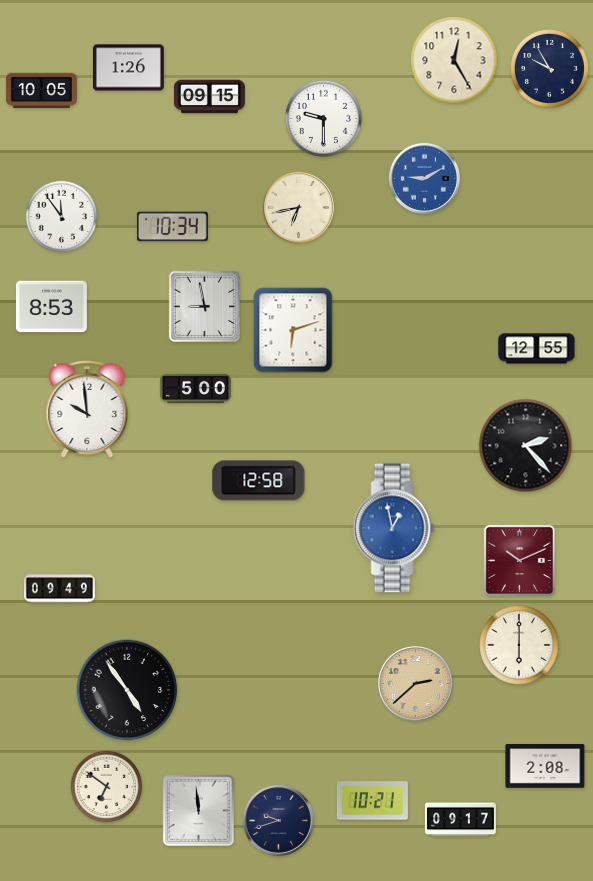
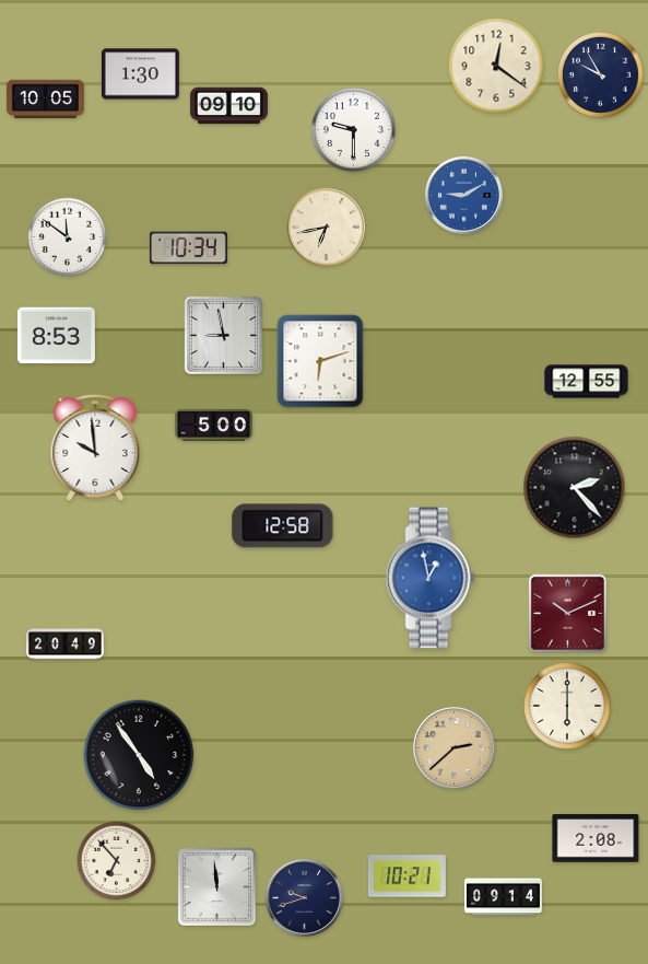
clock at (454, 60): 12:25 -> 12:21
clock at (128, 68): 1:26 -> 1:30
clock at (209, 97): 09:15 -> 09:10
clock at (62, 217): 11:54 -> 11:51
clock at (59, 589): 09:49 -> 20:49
clock at (107, 787): 6:51 -> 6:53
clock at (460, 820): 09:17 -> 09:14
